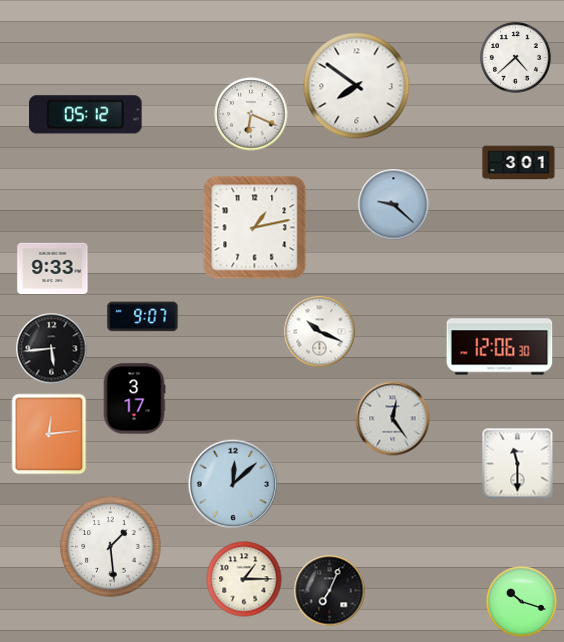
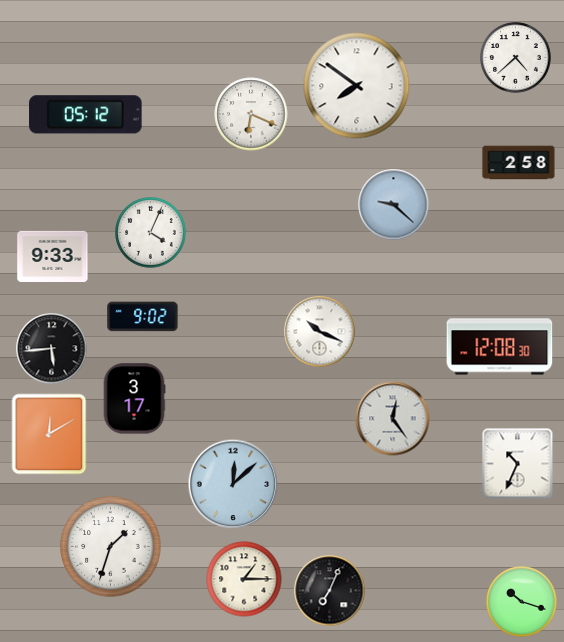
clock at (519, 163): 3:01 -> 2:58
clock at (255, 228): 1:13 -> none
clock at (151, 233): none -> 4:04
clock at (53, 268) position: (53, 268) -> (53, 256)
clock at (143, 317): 9:07 -> 9:02
clock at (500, 347): 12:06 -> 12:08
clock at (49, 434): 12:14 -> 12:10
clock at (518, 464): 11:30 -> 10:34
clock at (111, 547): 1:29 -> 1:33
